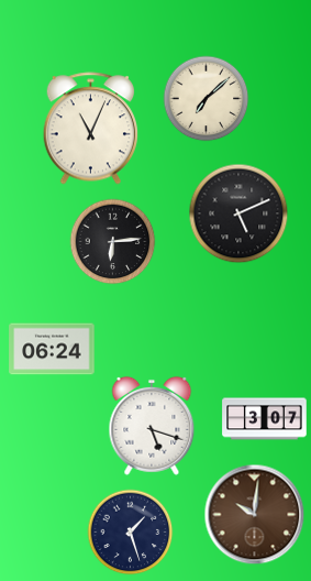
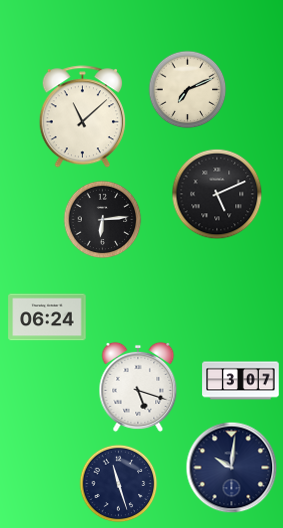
clock at (206, 98): 7:08 -> 7:11
clock at (91, 129): 11:04 -> 11:08
clock at (254, 514) dial: brown -> navy
clock at (130, 531): 1:27 -> 11:27
